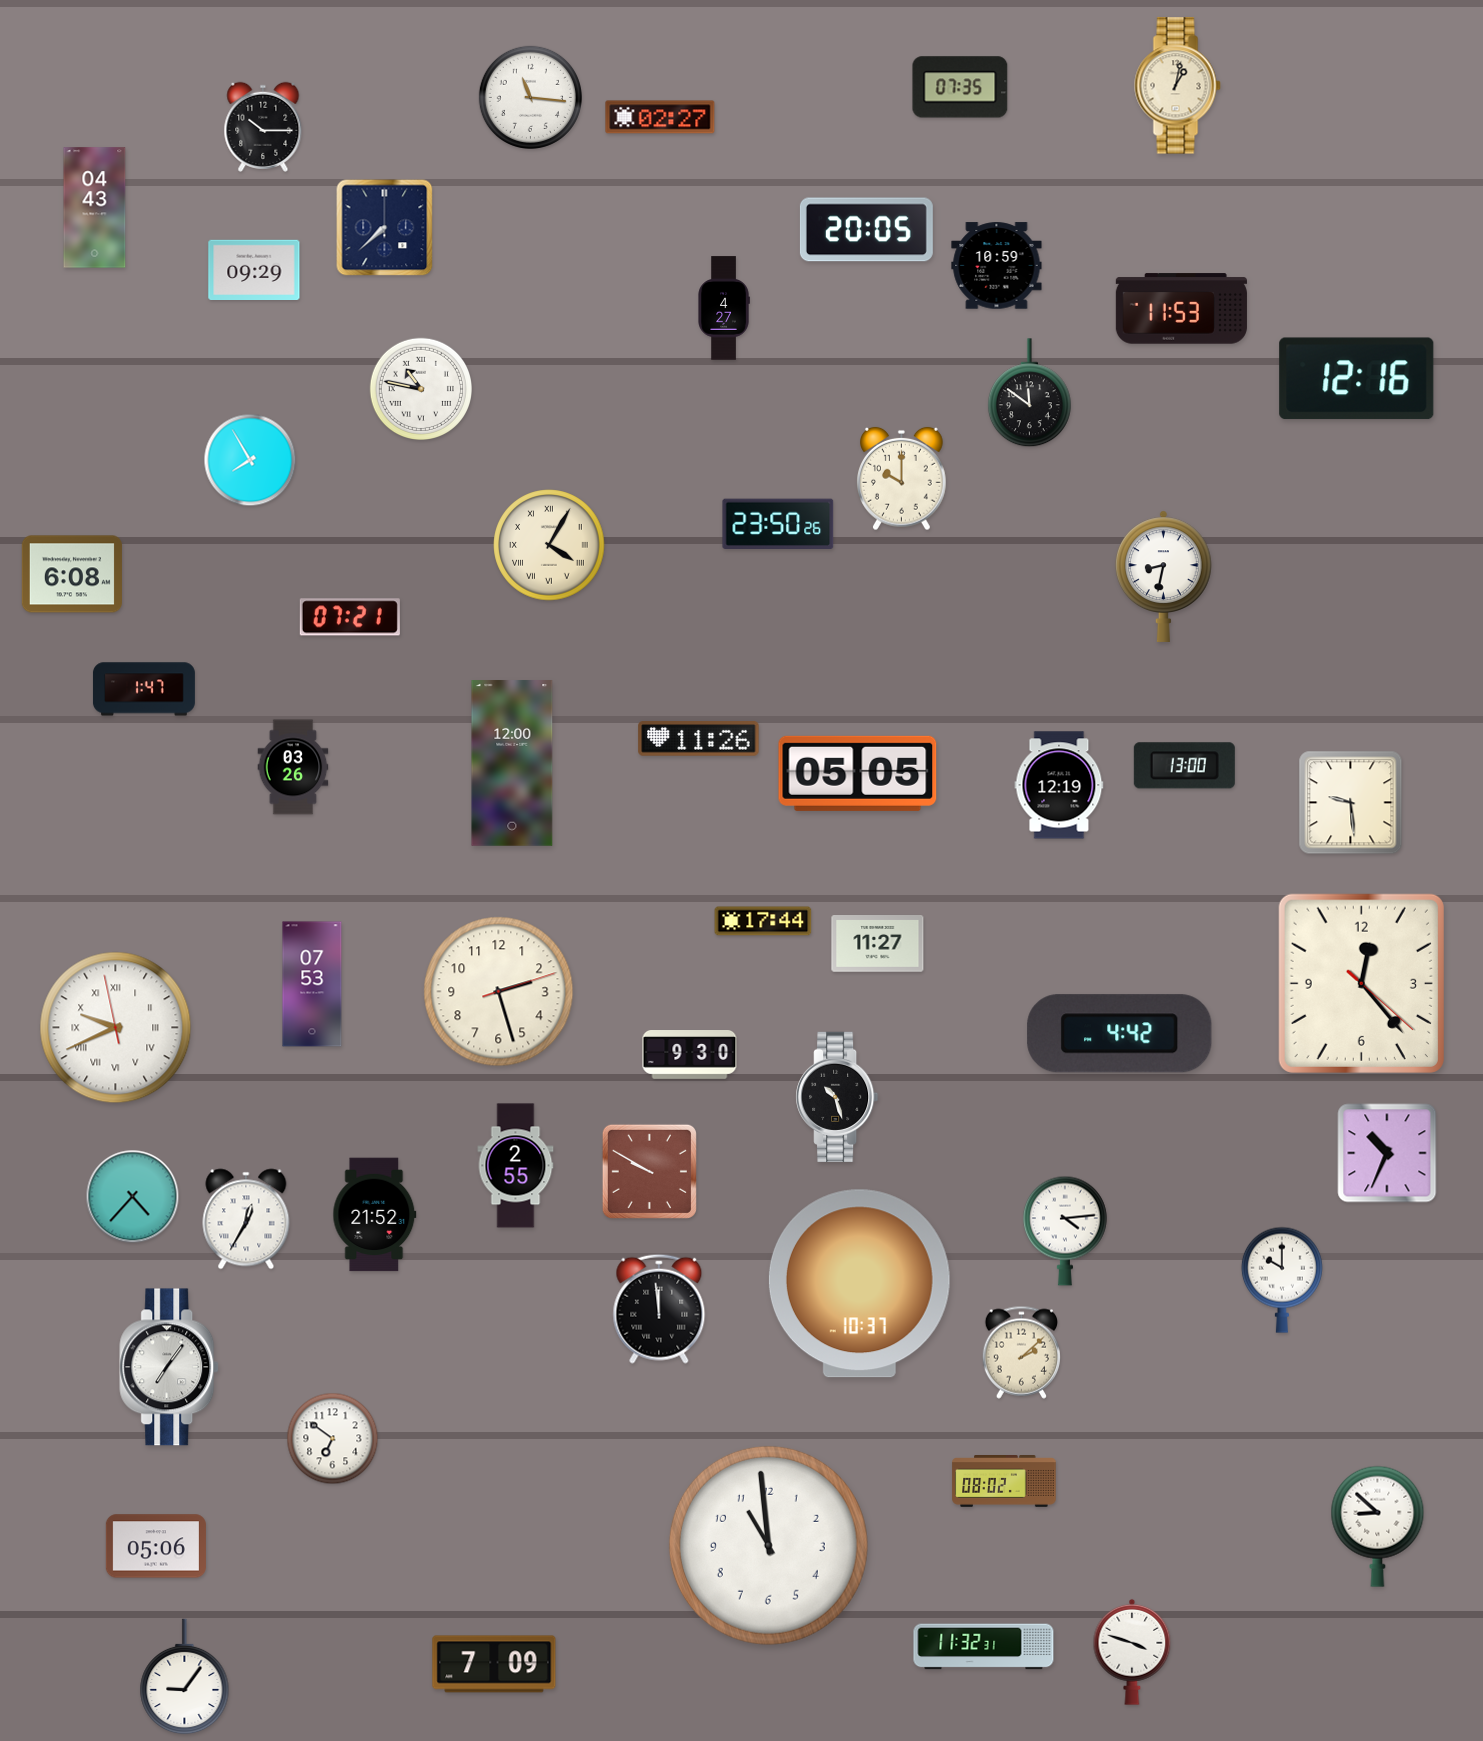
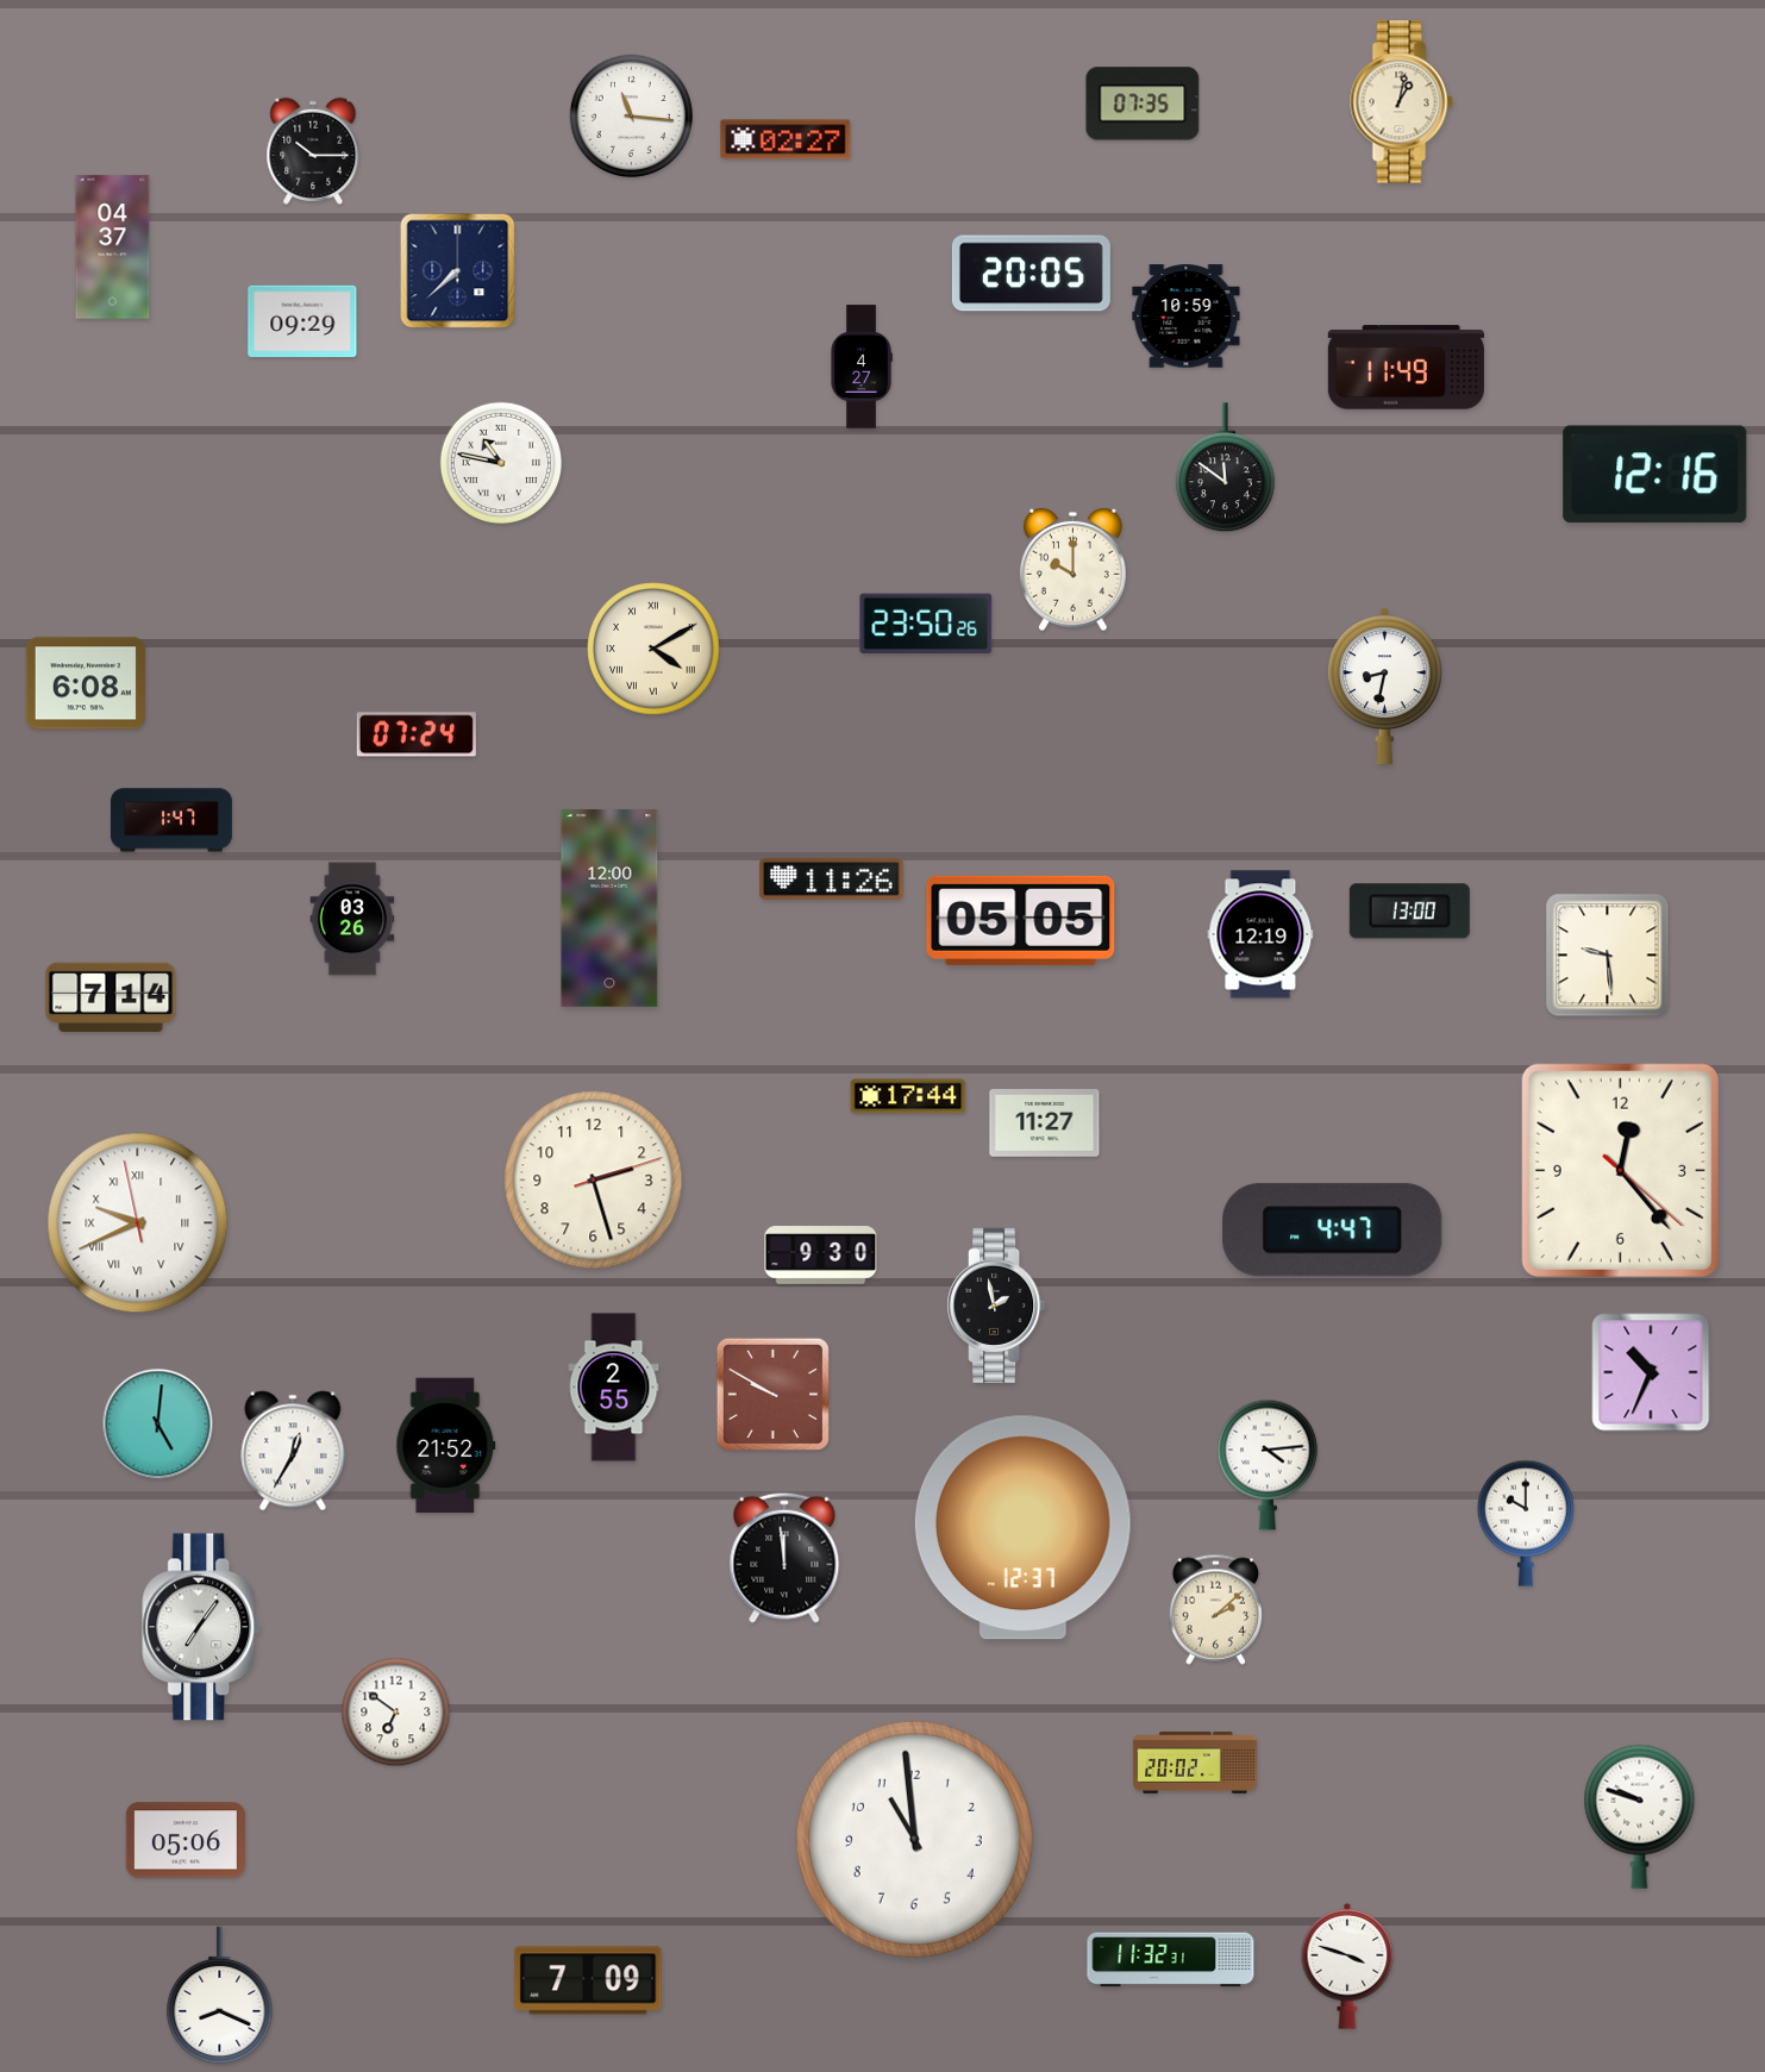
clock at (95, 208): 04:43 -> 04:37
clock at (1181, 309): 11:53 -> 11:49
clock at (1357, 379) position: (1357, 379) -> (1656, 475)
clock at (250, 460): 7:55 -> none
clock at (549, 545): 4:05 -> 4:10
clock at (350, 617): 07:21 -> 07:24
clock at (293, 767) position: (293, 767) -> (352, 919)
clock at (111, 996): none -> 7:14
clock at (312, 984): 07:53 -> none
clock at (1120, 1034): 4:42 -> 4:47
clock at (837, 1096): 10:27 -> 1:58
clock at (133, 1197): 4:37 -> 5:01
clock at (859, 1284): 10:37 -> 12:37
clock at (1004, 1482): 08:02 -> 20:02
clock at (1378, 1526): 8:52 -> 9:48
clock at (185, 1677): 9:06 -> 8:19
